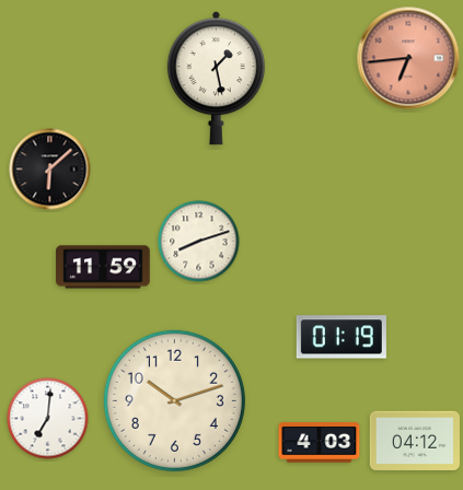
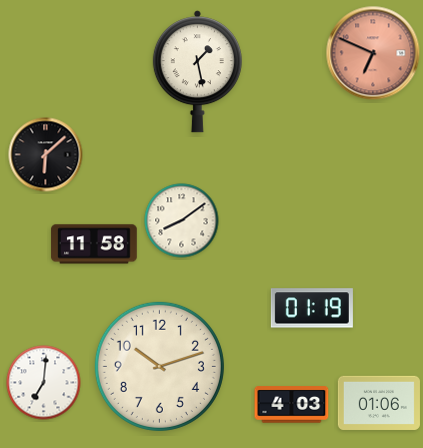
clock at (408, 58): 6:44 -> 6:49
clock at (199, 242): 8:12 -> 8:09
clock at (103, 267): 11:59 -> 11:58
clock at (415, 441): 04:12 -> 01:06
